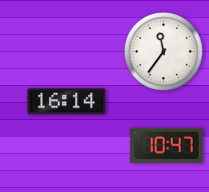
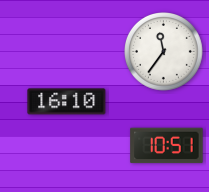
clock at (67, 102): 16:14 -> 16:10
clock at (167, 146): 10:47 -> 10:51
